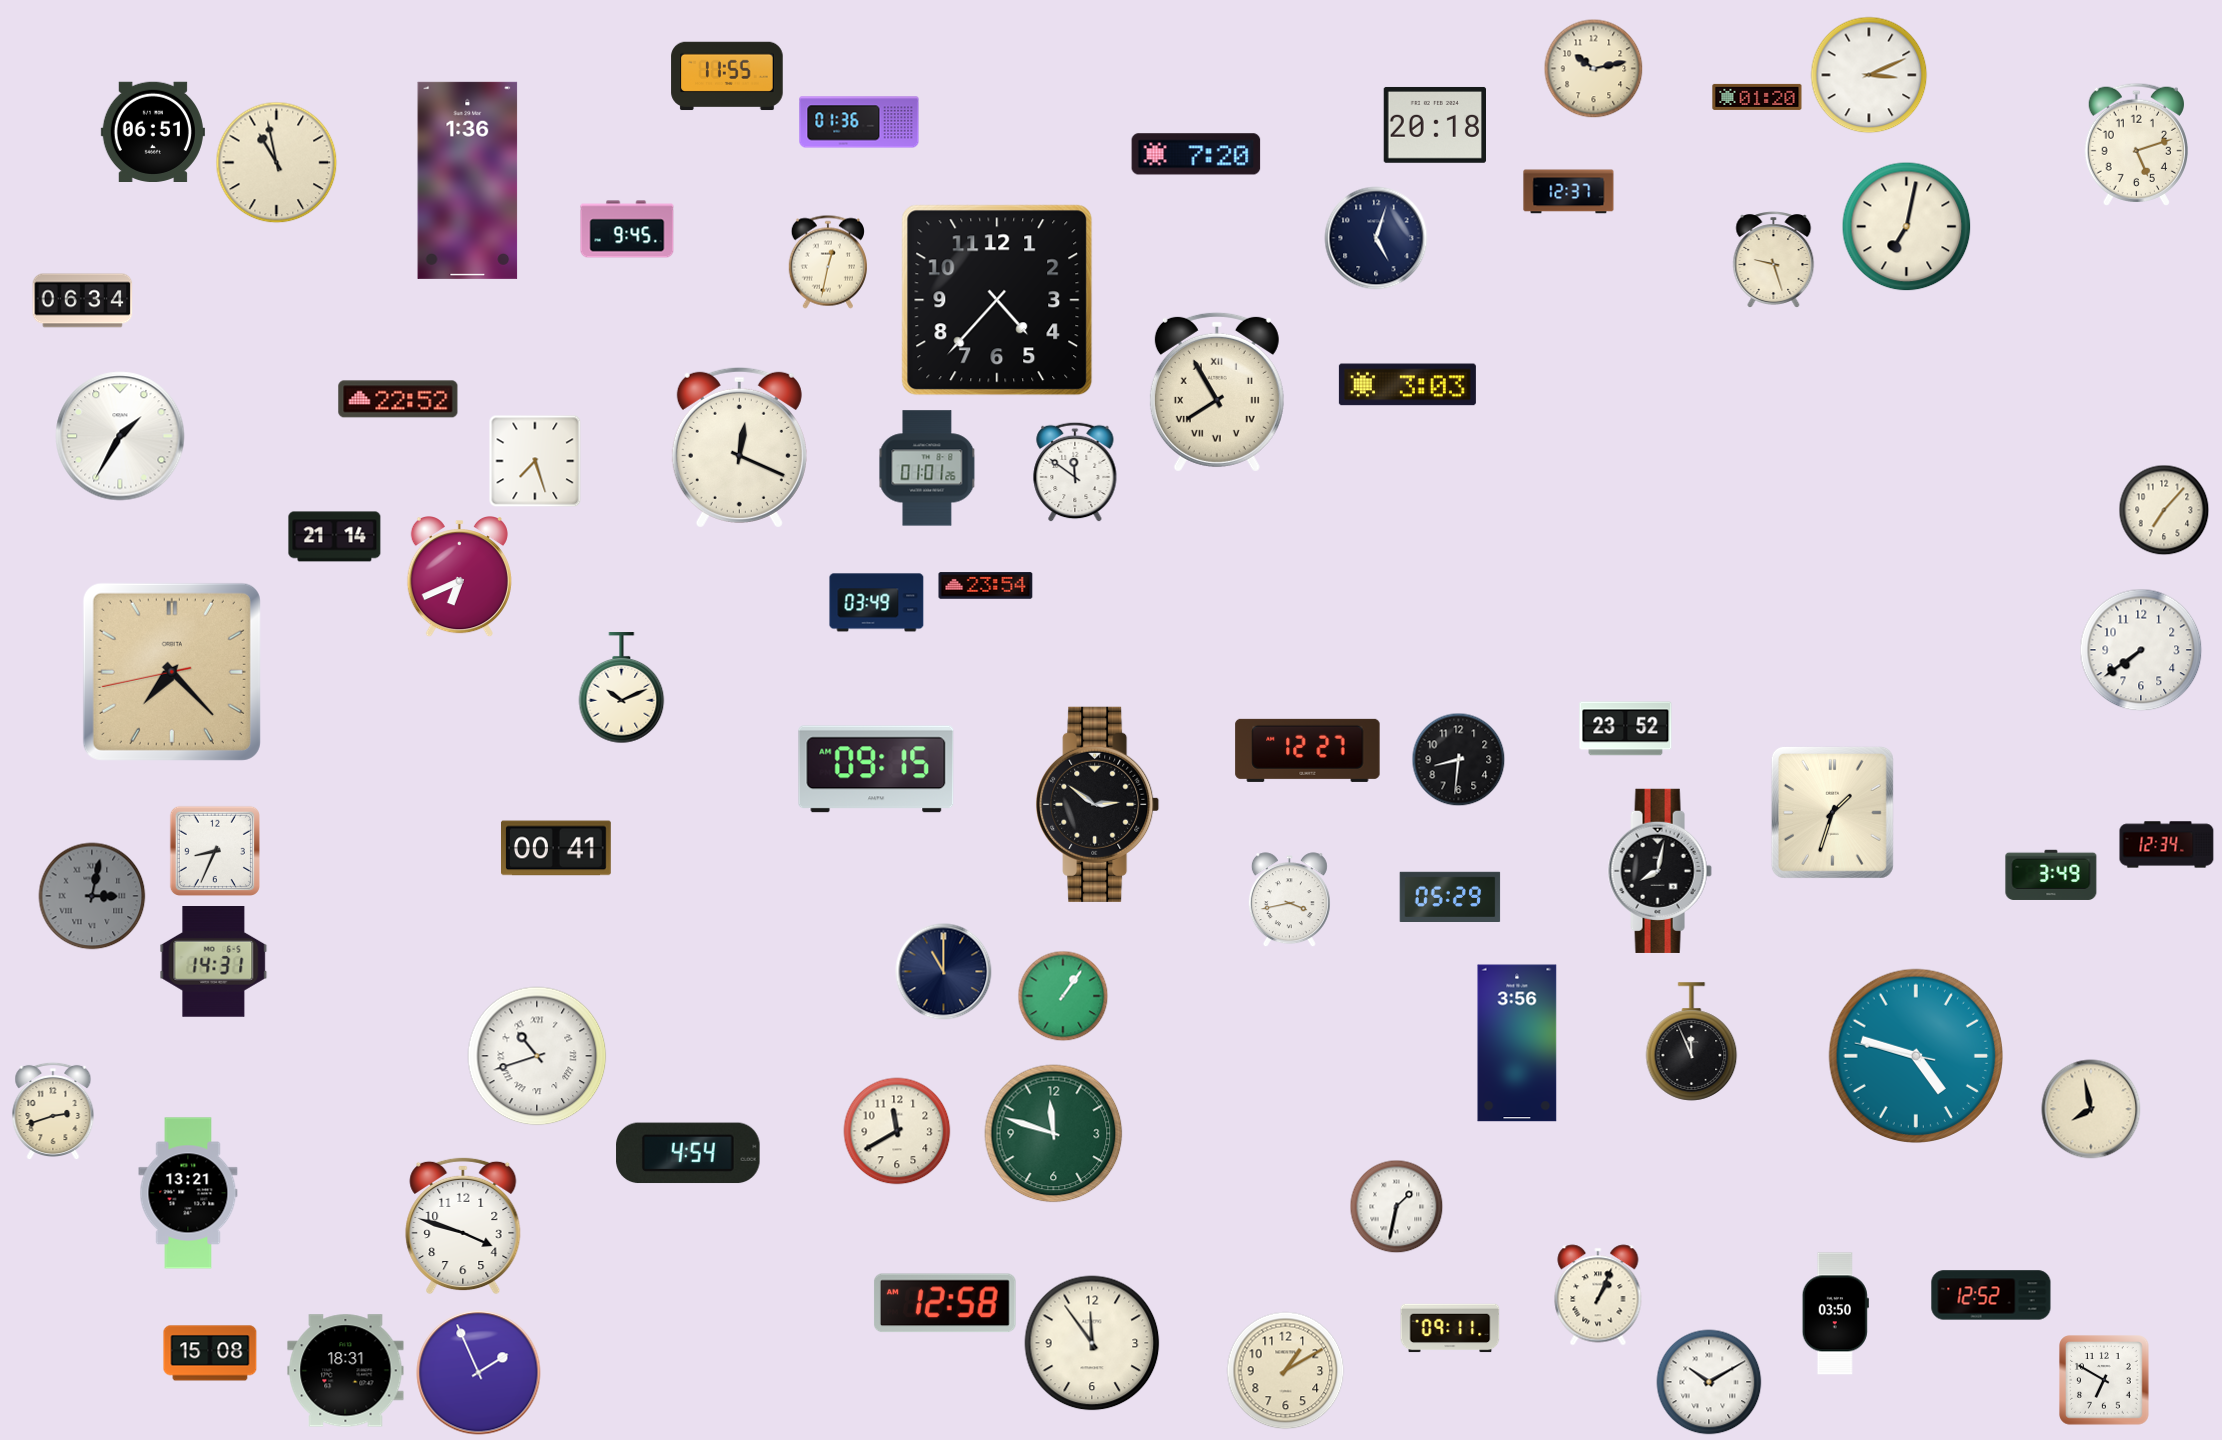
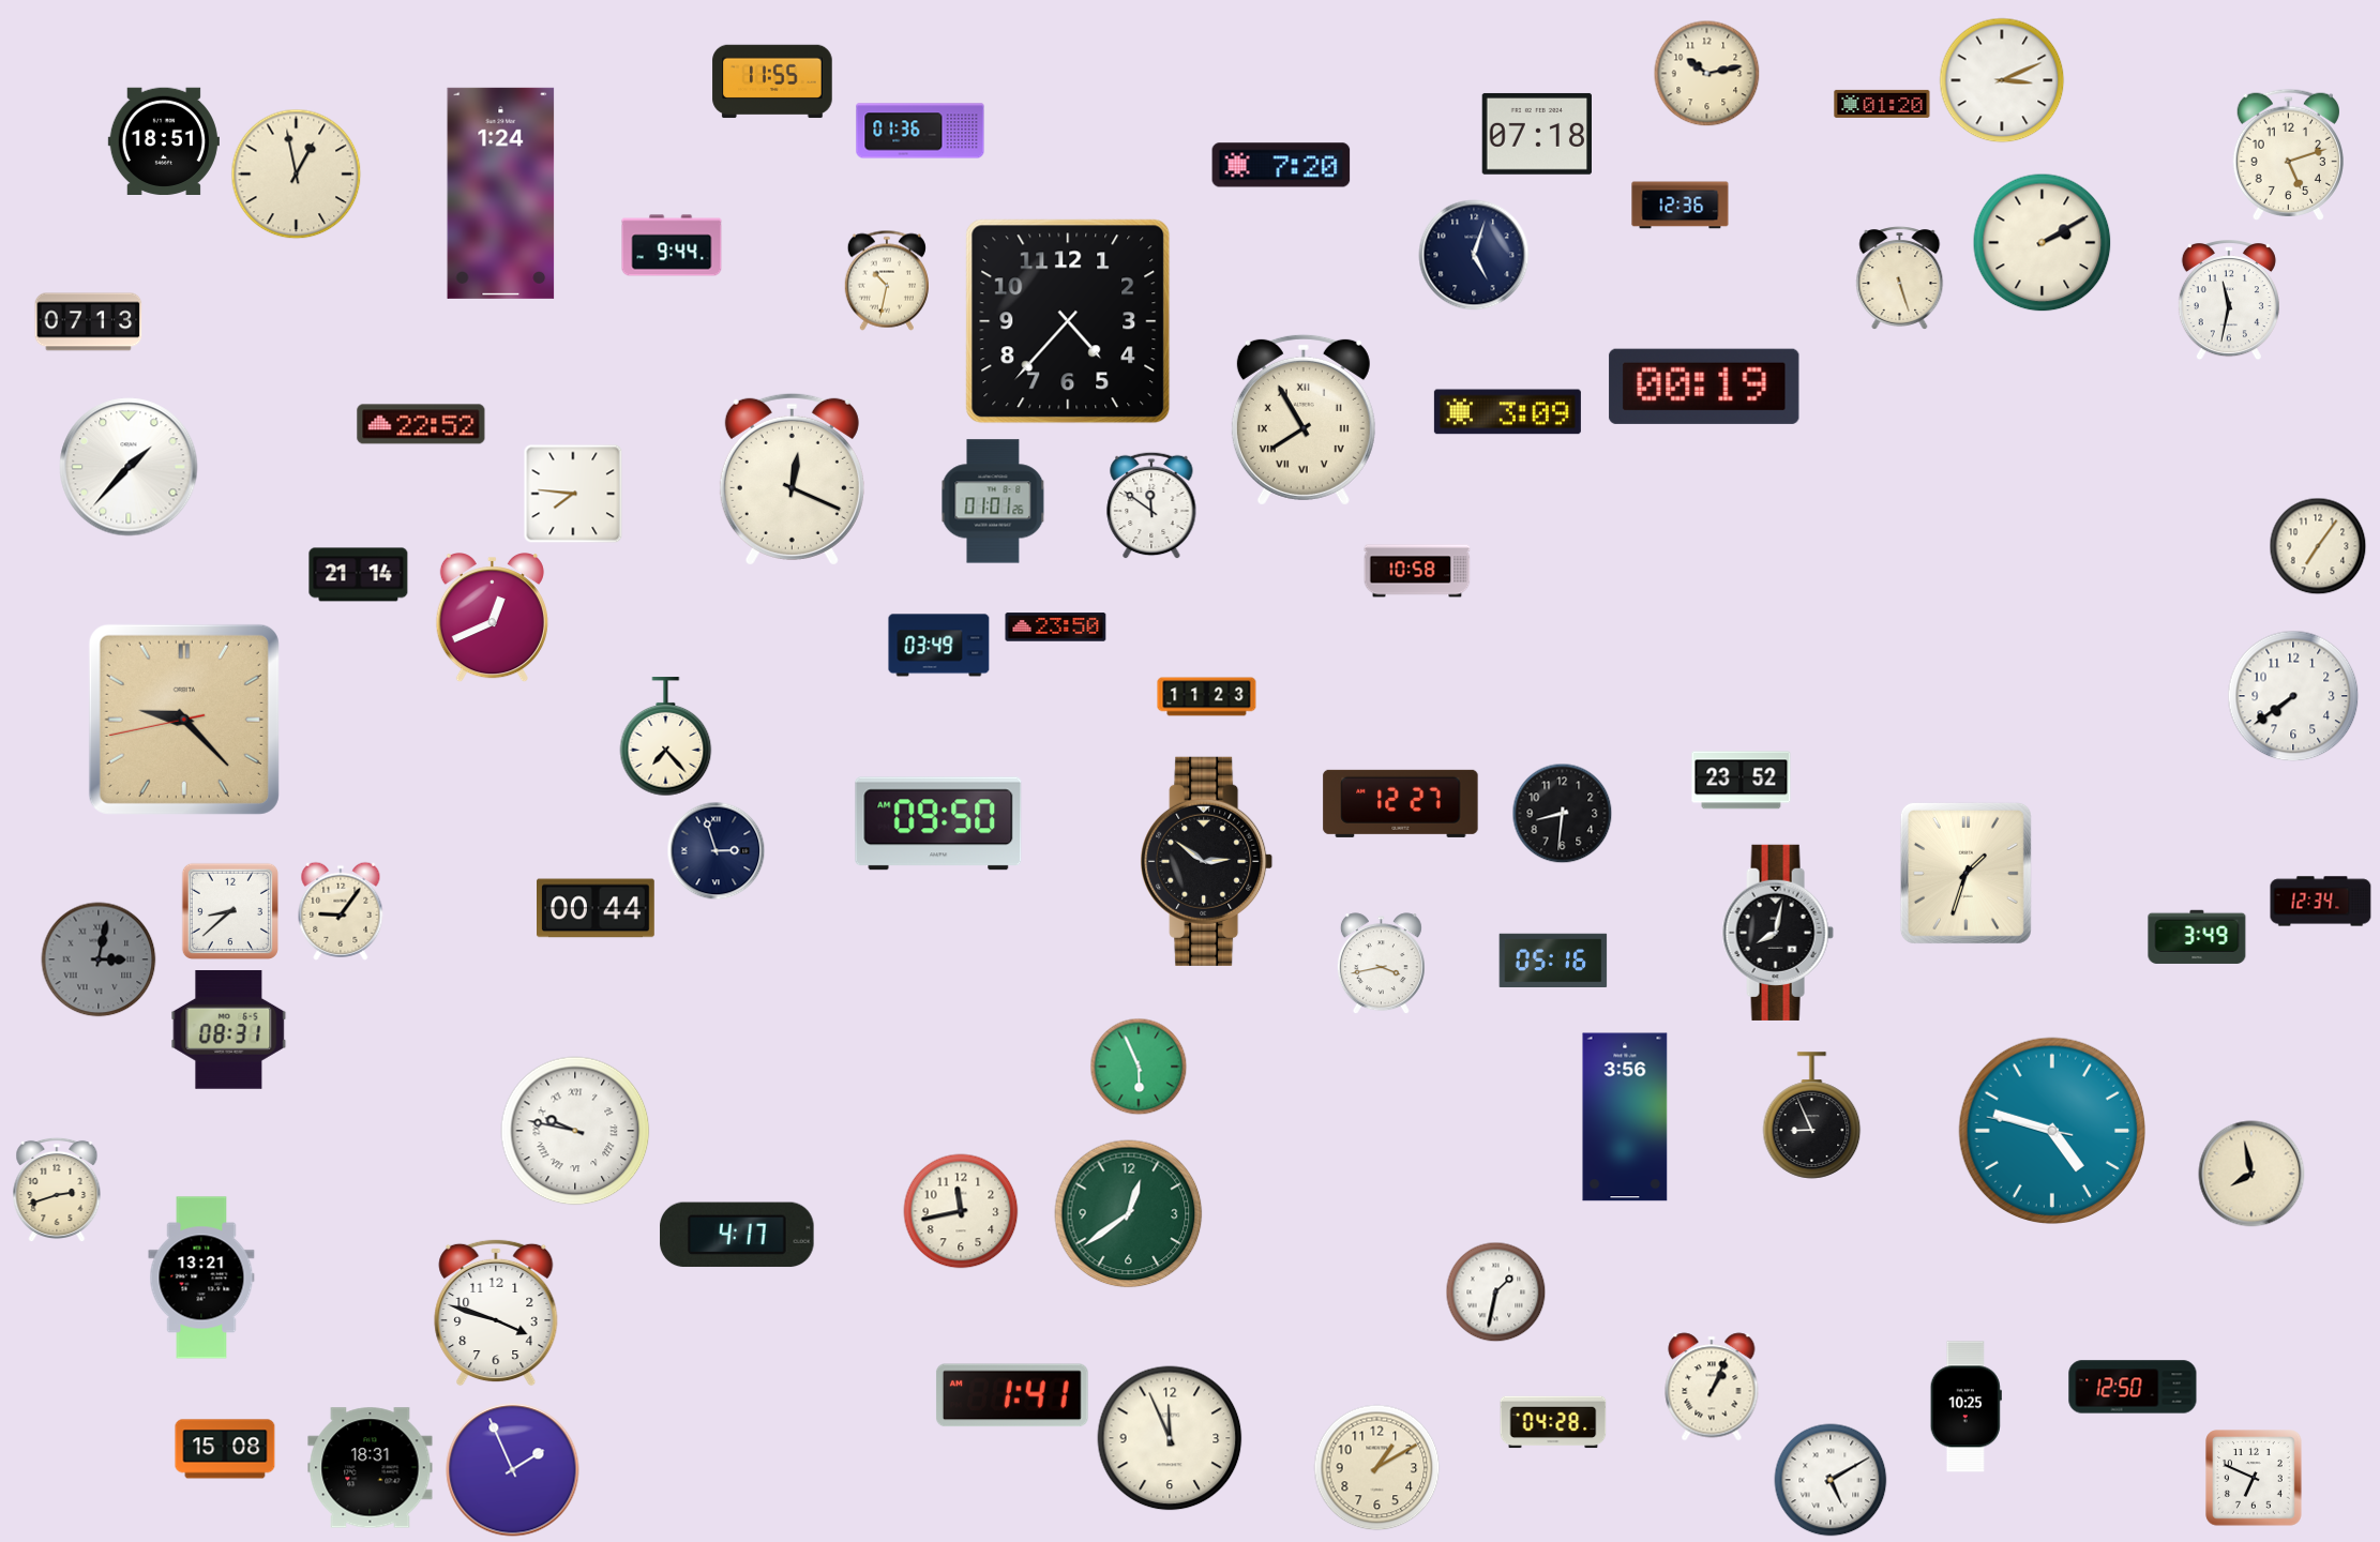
clock at (727, 76) position: (727, 76) -> (772, 81)
clock at (1434, 125): 20:18 -> 07:18
clock at (153, 131): 06:51 -> 18:51
clock at (277, 163): 10:58 -> 12:58
clock at (468, 180): 1:36 -> 1:24
clock at (1569, 192): 12:37 -> 12:36
clock at (1907, 227): 7:02 -> 2:10
clock at (627, 229): 9:45 -> 9:44
clock at (1774, 260): 9:27 -> 5:27
clock at (827, 262): 12:32 -> 10:32
clock at (2229, 301): none -> 11:32
clock at (83, 301): 06:34 -> 07:13
clock at (1704, 387): none -> 00:19
clock at (1407, 385): 3:03 -> 3:09
clock at (398, 399) position: (398, 399) -> (421, 424)
clock at (120, 436): 1:35 -> 1:37
clock at (535, 461): 7:27 -> 7:46
clock at (2164, 510): 7:07 -> 7:06
clock at (1417, 571): none -> 10:58
clock at (459, 578): 6:41 -> 12:41
clock at (986, 586): 23:54 -> 23:50
clock at (1207, 697): none -> 11:23
clock at (172, 672): 7:22 -> 9:22
clock at (622, 688): 10:11 -> 7:23
clock at (876, 769): 09:15 -> 09:50
clock at (717, 851): none -> 2:57
clock at (1098, 804) position: (1098, 804) -> (1207, 861)
clock at (1832, 812) position: (1832, 812) -> (1965, 873)
clock at (2167, 845) position: (2167, 845) -> (2321, 902)
clock at (557, 848): 00:41 -> 00:44
clock at (215, 851): 8:34 -> 8:38
clock at (341, 911): none -> 9:06
clock at (1450, 896): 05:29 -> 05:16
clock at (214, 962): 14:31 -> 08:31
clock at (944, 972): 11:00 -> none
clock at (1063, 996): 1:06 -> 5:56
clock at (1692, 1042): 11:56 -> 8:56
clock at (537, 1056): 10:42 -> 9:47
clock at (2091, 1109) position: (2091, 1109) -> (2251, 1174)
clock at (897, 1131): 11:40 -> 11:43
clock at (1054, 1134): 11:48 -> 12:39
clock at (688, 1153): 4:54 -> 4:17
clock at (1991, 1295): 12:52 -> 12:50
clock at (945, 1303): 12:58 -> 1:41
clock at (1835, 1314): 03:50 -> 10:25
clock at (1450, 1328): 09:11 -> 04:28
clock at (1092, 1343): 11:54 -> 11:56
clock at (2104, 1380): 6:50 -> 6:49
clock at (1709, 1382): 10:10 -> 5:10
